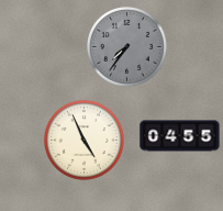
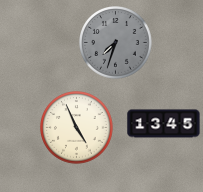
clock at (127, 47): 7:36 -> 7:33
clock at (180, 136): 04:55 -> 13:45
